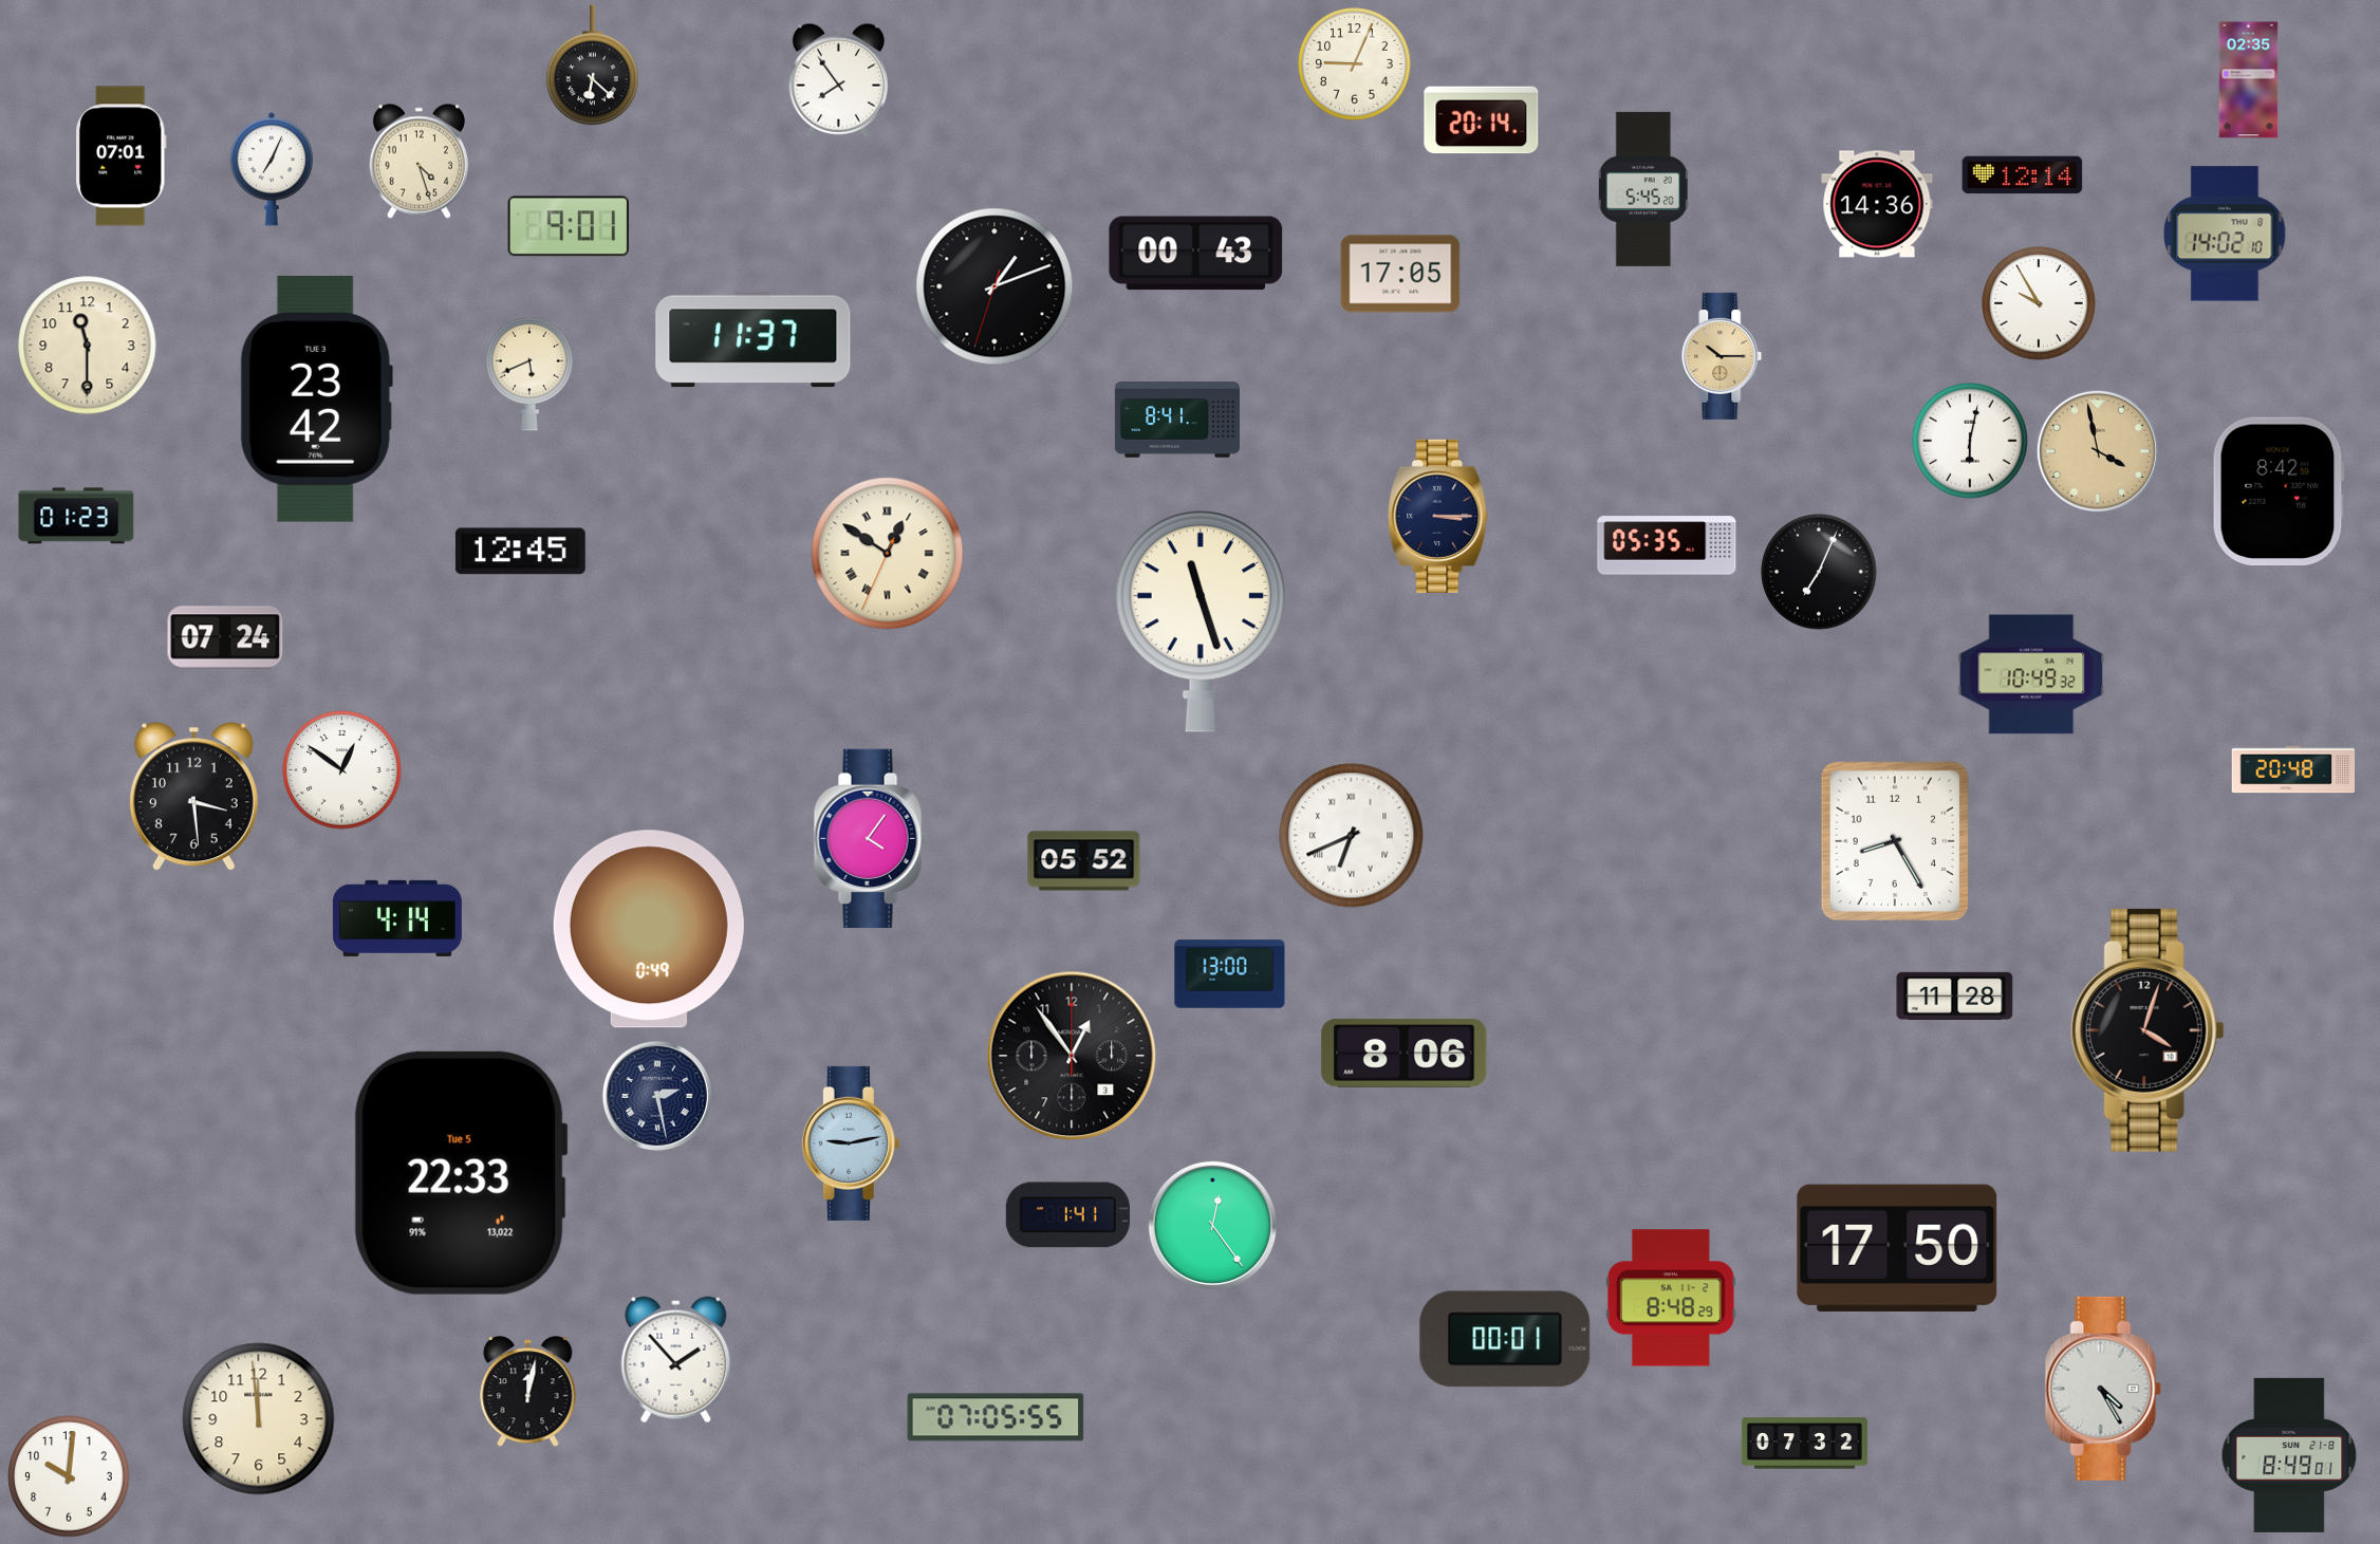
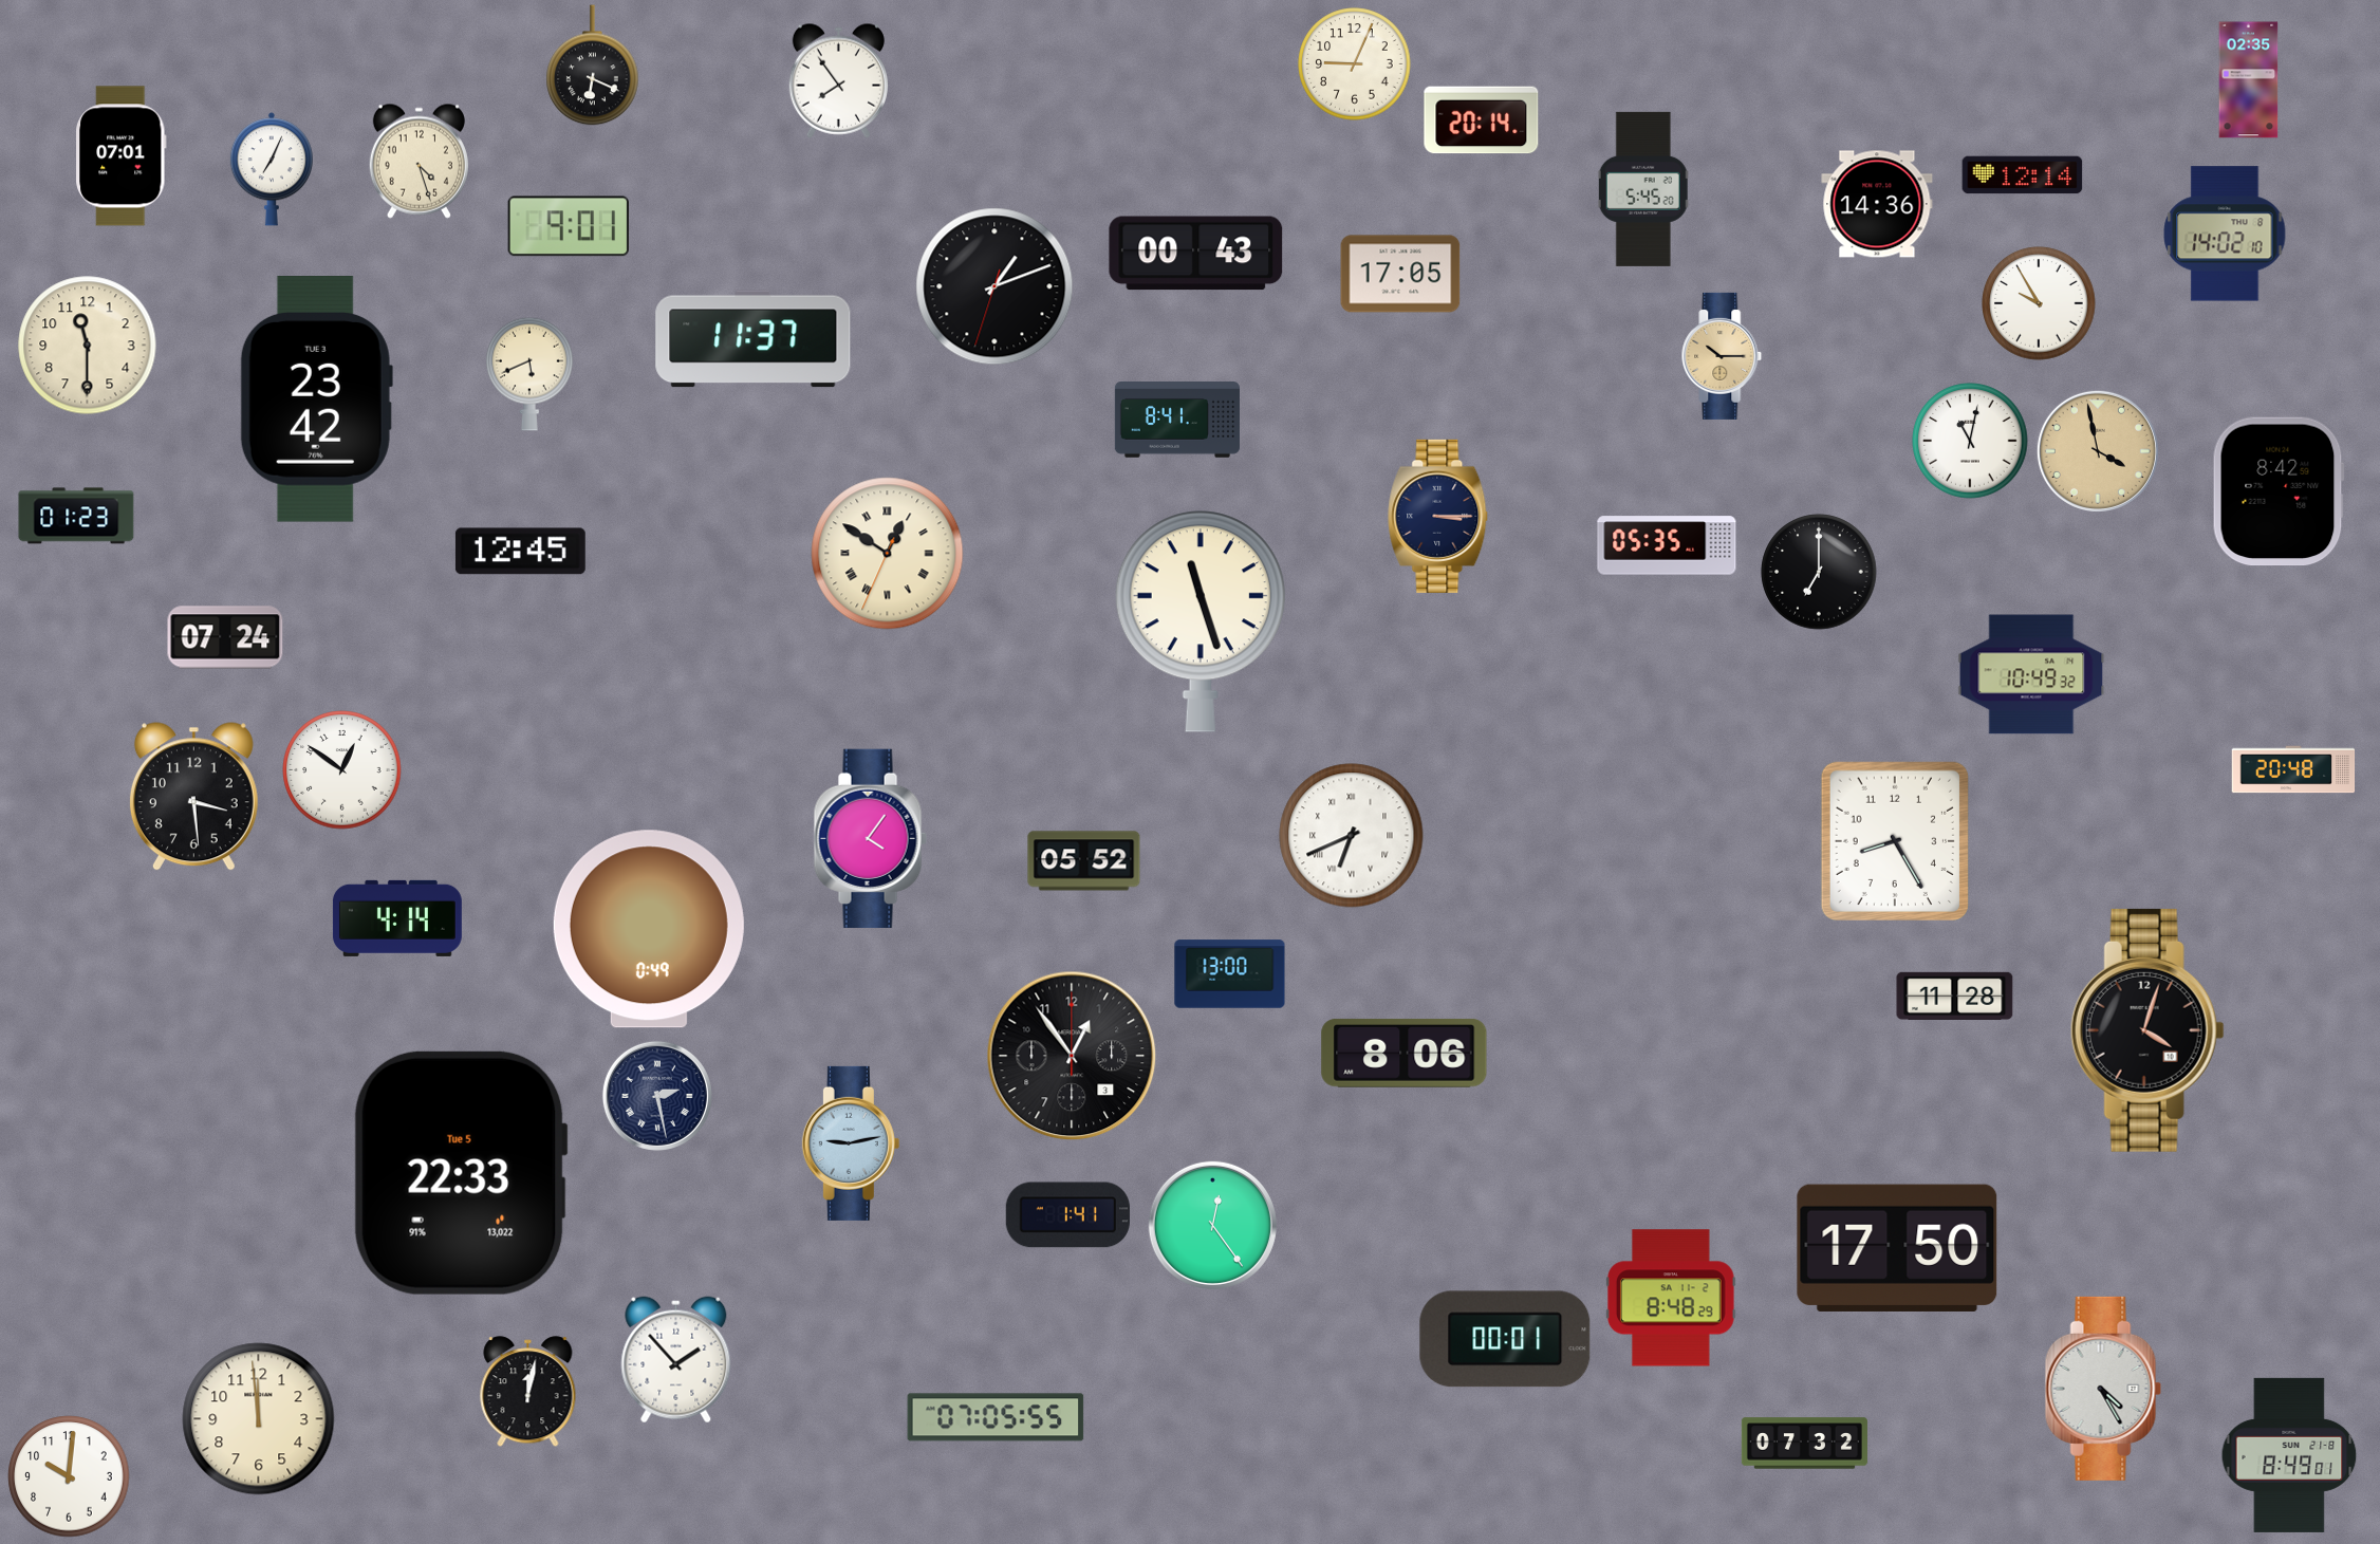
clock at (593, 66): 6:22 -> 6:19
clock at (1970, 441): 6:02 -> 11:02
clock at (1819, 572): 7:04 -> 7:00
